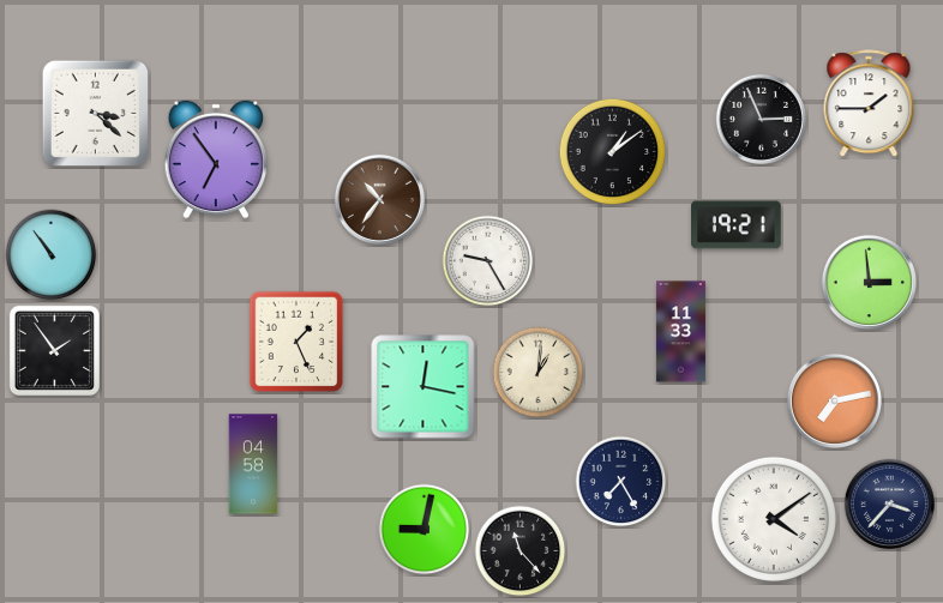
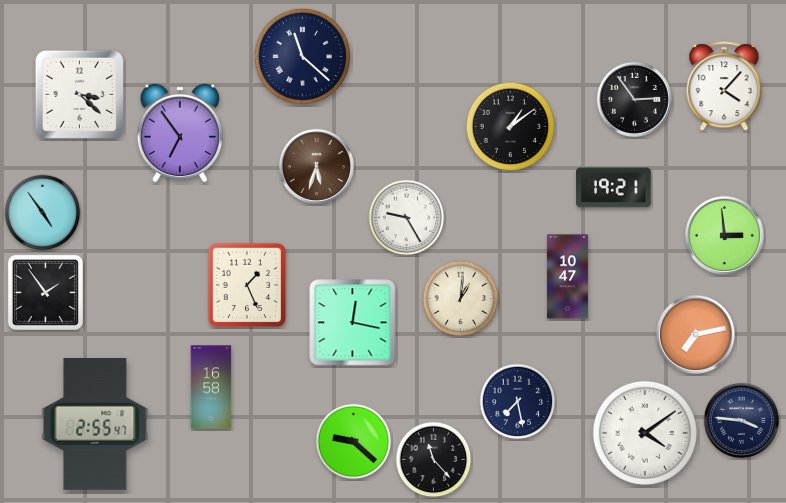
clock at (302, 56): none -> 11:22
clock at (869, 104): 1:45 -> 4:07
clock at (761, 119): 2:56 -> 2:54
clock at (379, 199): 10:36 -> 5:33
clock at (52, 255): 10:54 -> 4:54
clock at (680, 332): 11:33 -> 10:47
clock at (539, 373) position: (539, 373) -> (461, 299)
clock at (253, 464): 04:58 -> 16:58
clock at (621, 482): 7:25 -> 7:28
clock at (889, 503): 3:37 -> 3:46
clock at (95, 425): none -> 2:55
clock at (425, 530): 9:02 -> 9:22
